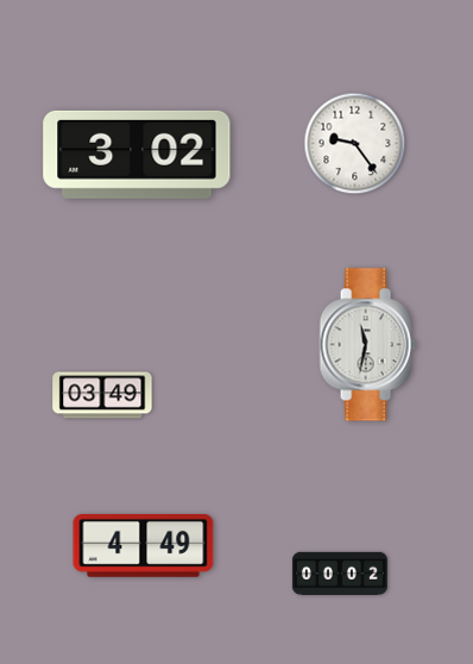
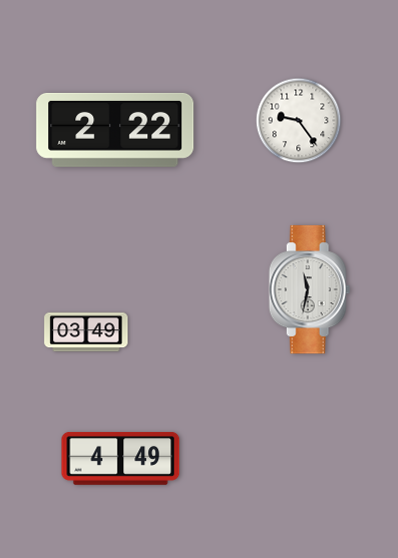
clock at (137, 155): 3:02 -> 2:22
clock at (340, 574): 00:02 -> none
